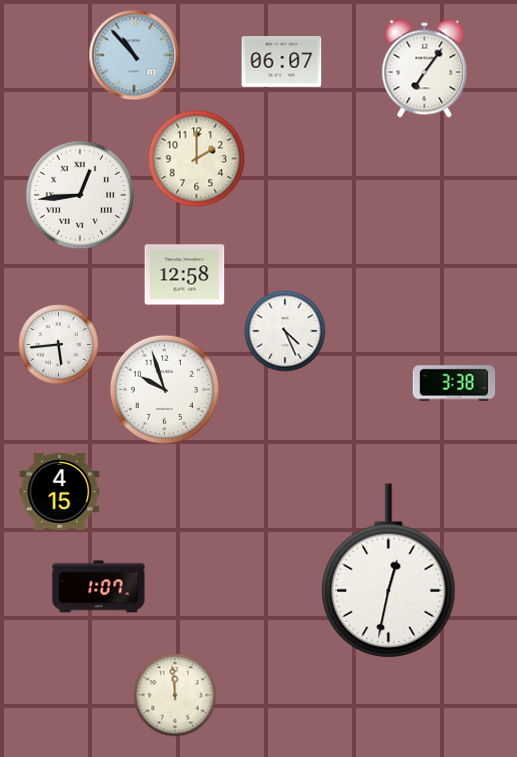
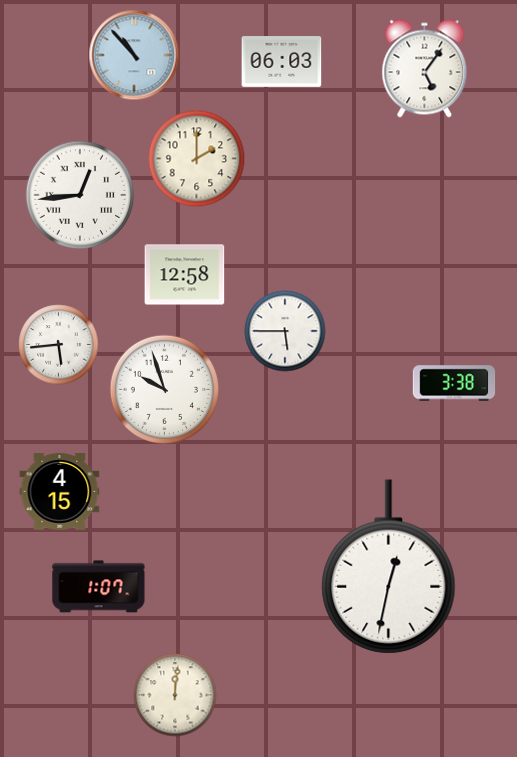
clock at (282, 62): 06:07 -> 06:03
clock at (425, 69): 7:06 -> 5:06
clock at (285, 331): 4:26 -> 5:45
clock at (389, 571) position: (389, 571) -> (389, 567)
clock at (175, 695): 11:59 -> 12:01
